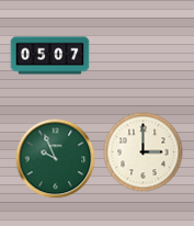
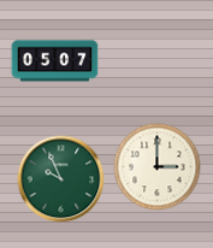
clock at (56, 159) position: (56, 159) -> (61, 179)
